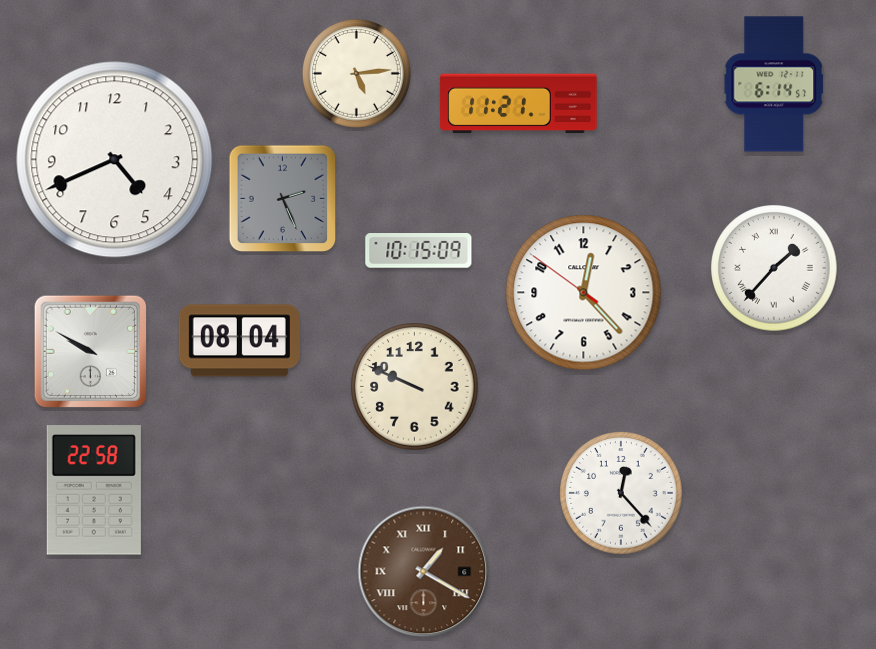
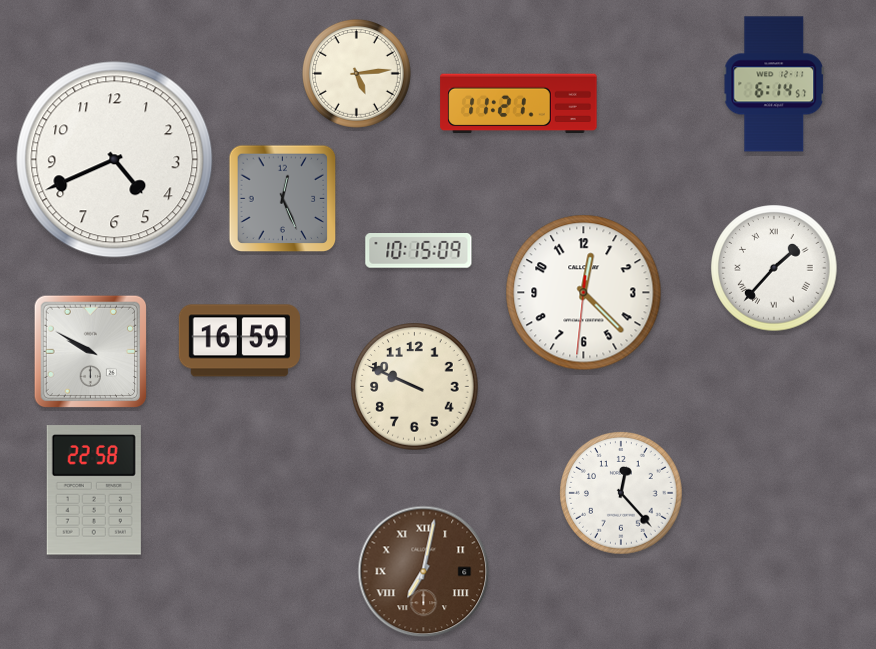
clock at (283, 199): 2:26 -> 12:26
clock at (584, 293): 12:22:51 -> 12:22:31
clock at (239, 341): 08:04 -> 16:59
clock at (424, 572): 1:20 -> 7:02
